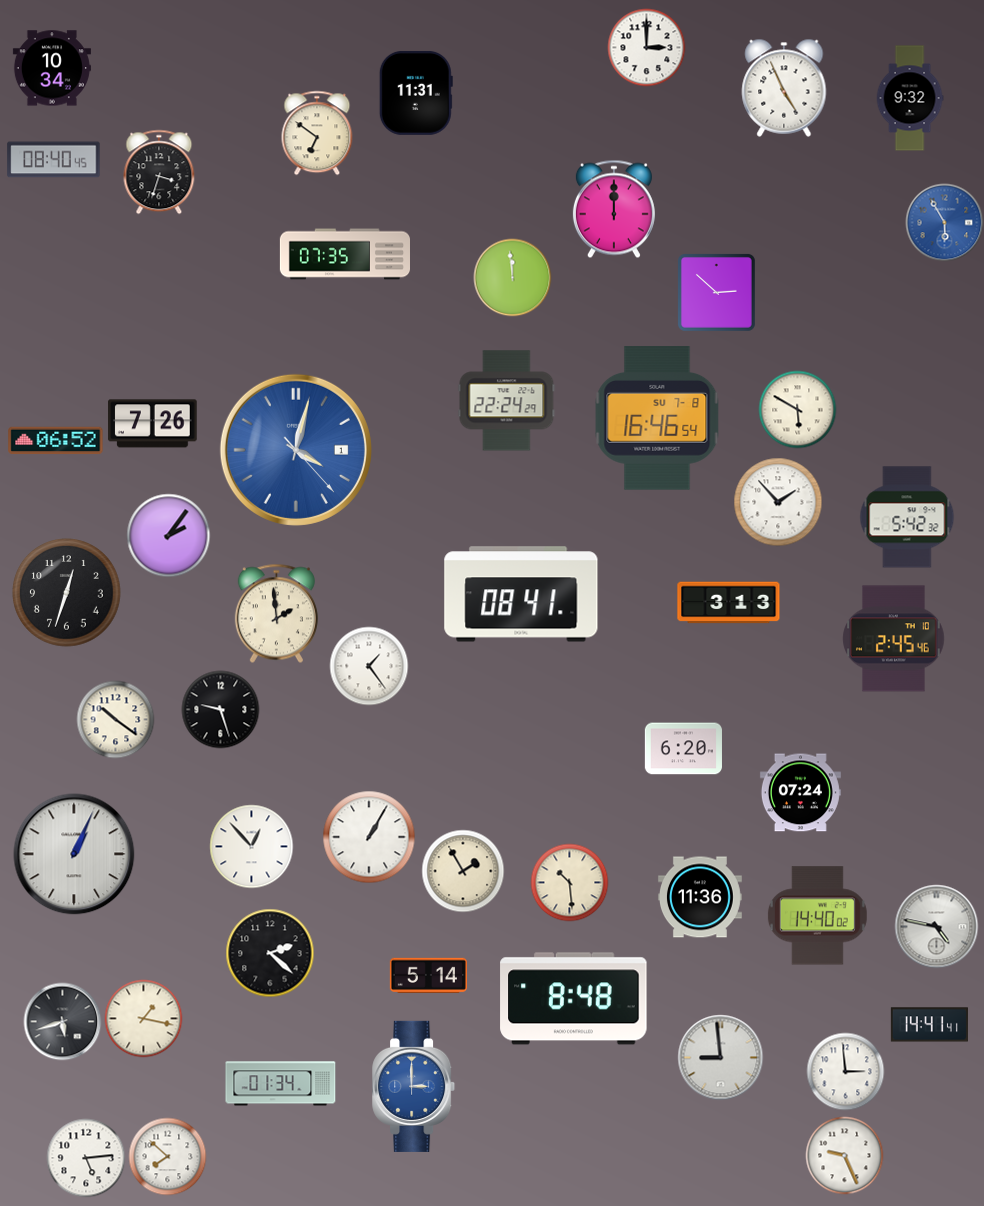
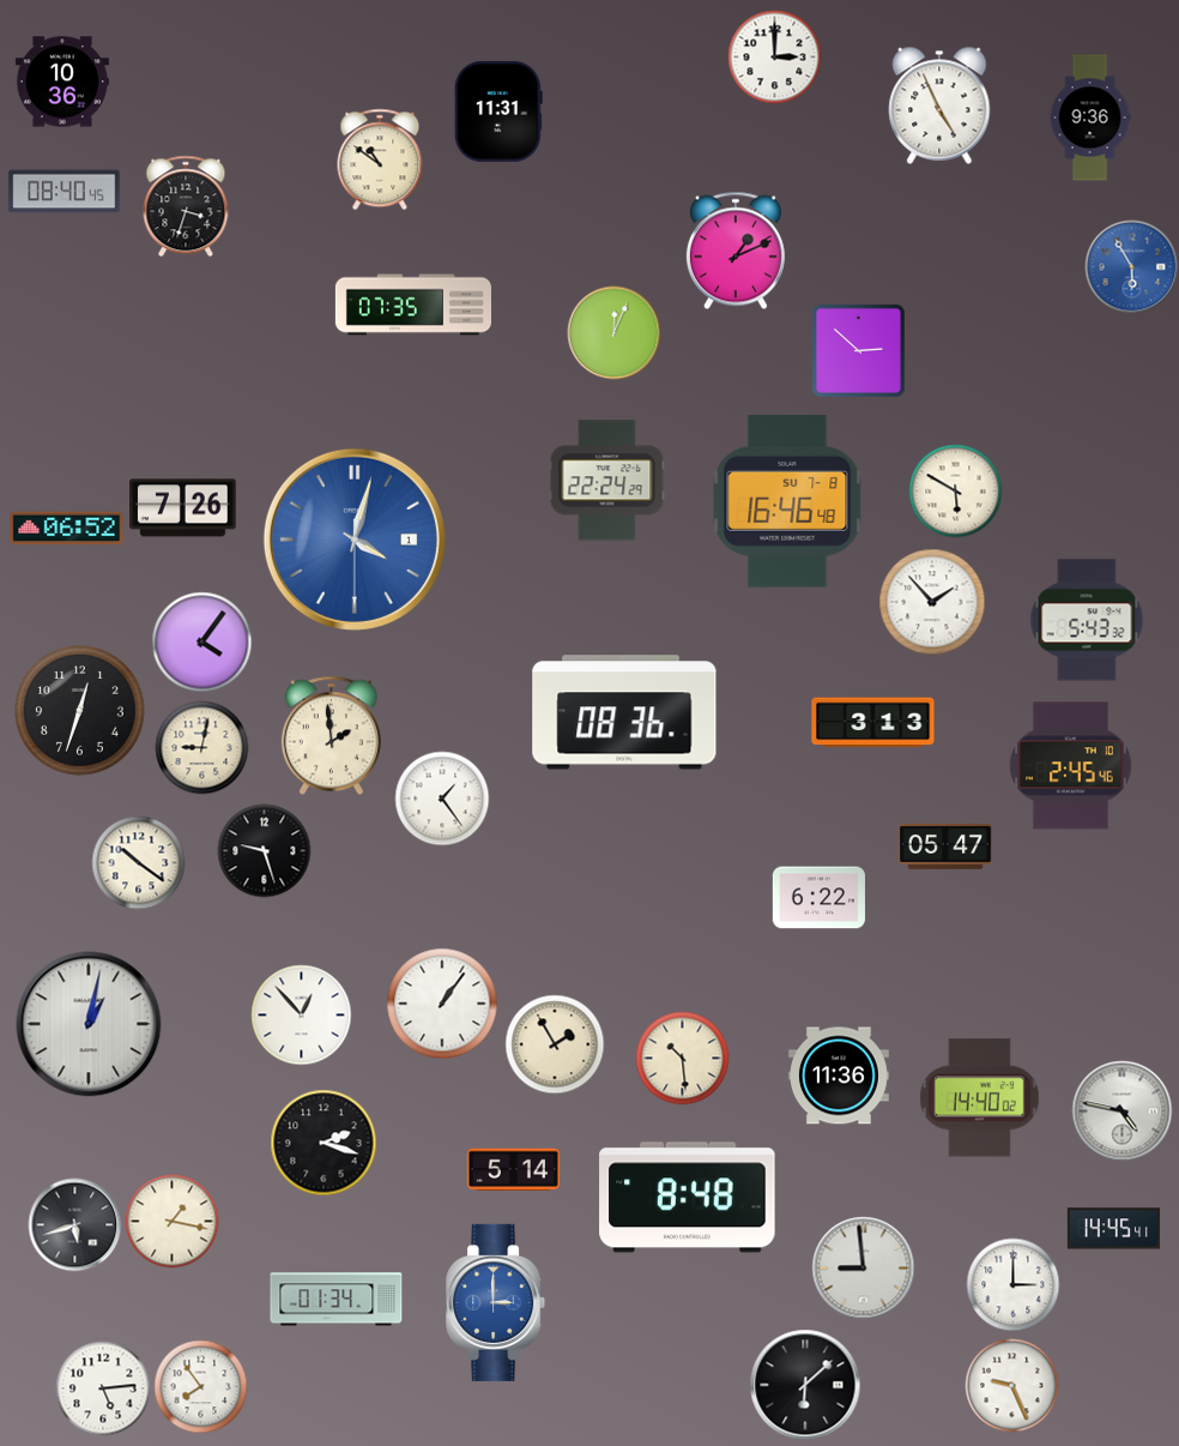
clock at (52, 68): 10:34 -> 10:36
clock at (910, 98): 9:32 -> 9:36
clock at (317, 133): 6:51 -> 10:51
clock at (159, 172) position: (159, 172) -> (186, 206)
clock at (614, 209): 12:00 -> 1:11
clock at (512, 277): 11:59 -> 12:04
clock at (657, 418): 16:46:54 -> 16:46:48
clock at (296, 450): 4:02:23 -> 4:02:30
clock at (907, 517): 5:42 -> 5:43
clock at (168, 535): 2:06 -> 4:06
clock at (521, 594): 08:41 -> 08:36
clock at (201, 747): none -> 9:02
clock at (945, 848): none -> 05:47
clock at (683, 749): 6:20 -> 6:22
clock at (800, 793): 07:24 -> none
clock at (369, 837): 1:05 -> 1:06
clock at (74, 854): 1:04 -> 1:02
clock at (270, 953): 2:22 -> 2:18
clock at (929, 1025): 14:41 -> 14:45
clock at (845, 1071): 2:59 -> 3:00
clock at (805, 1385): none -> 6:08
clock at (167, 1156): 7:52 -> 7:54
